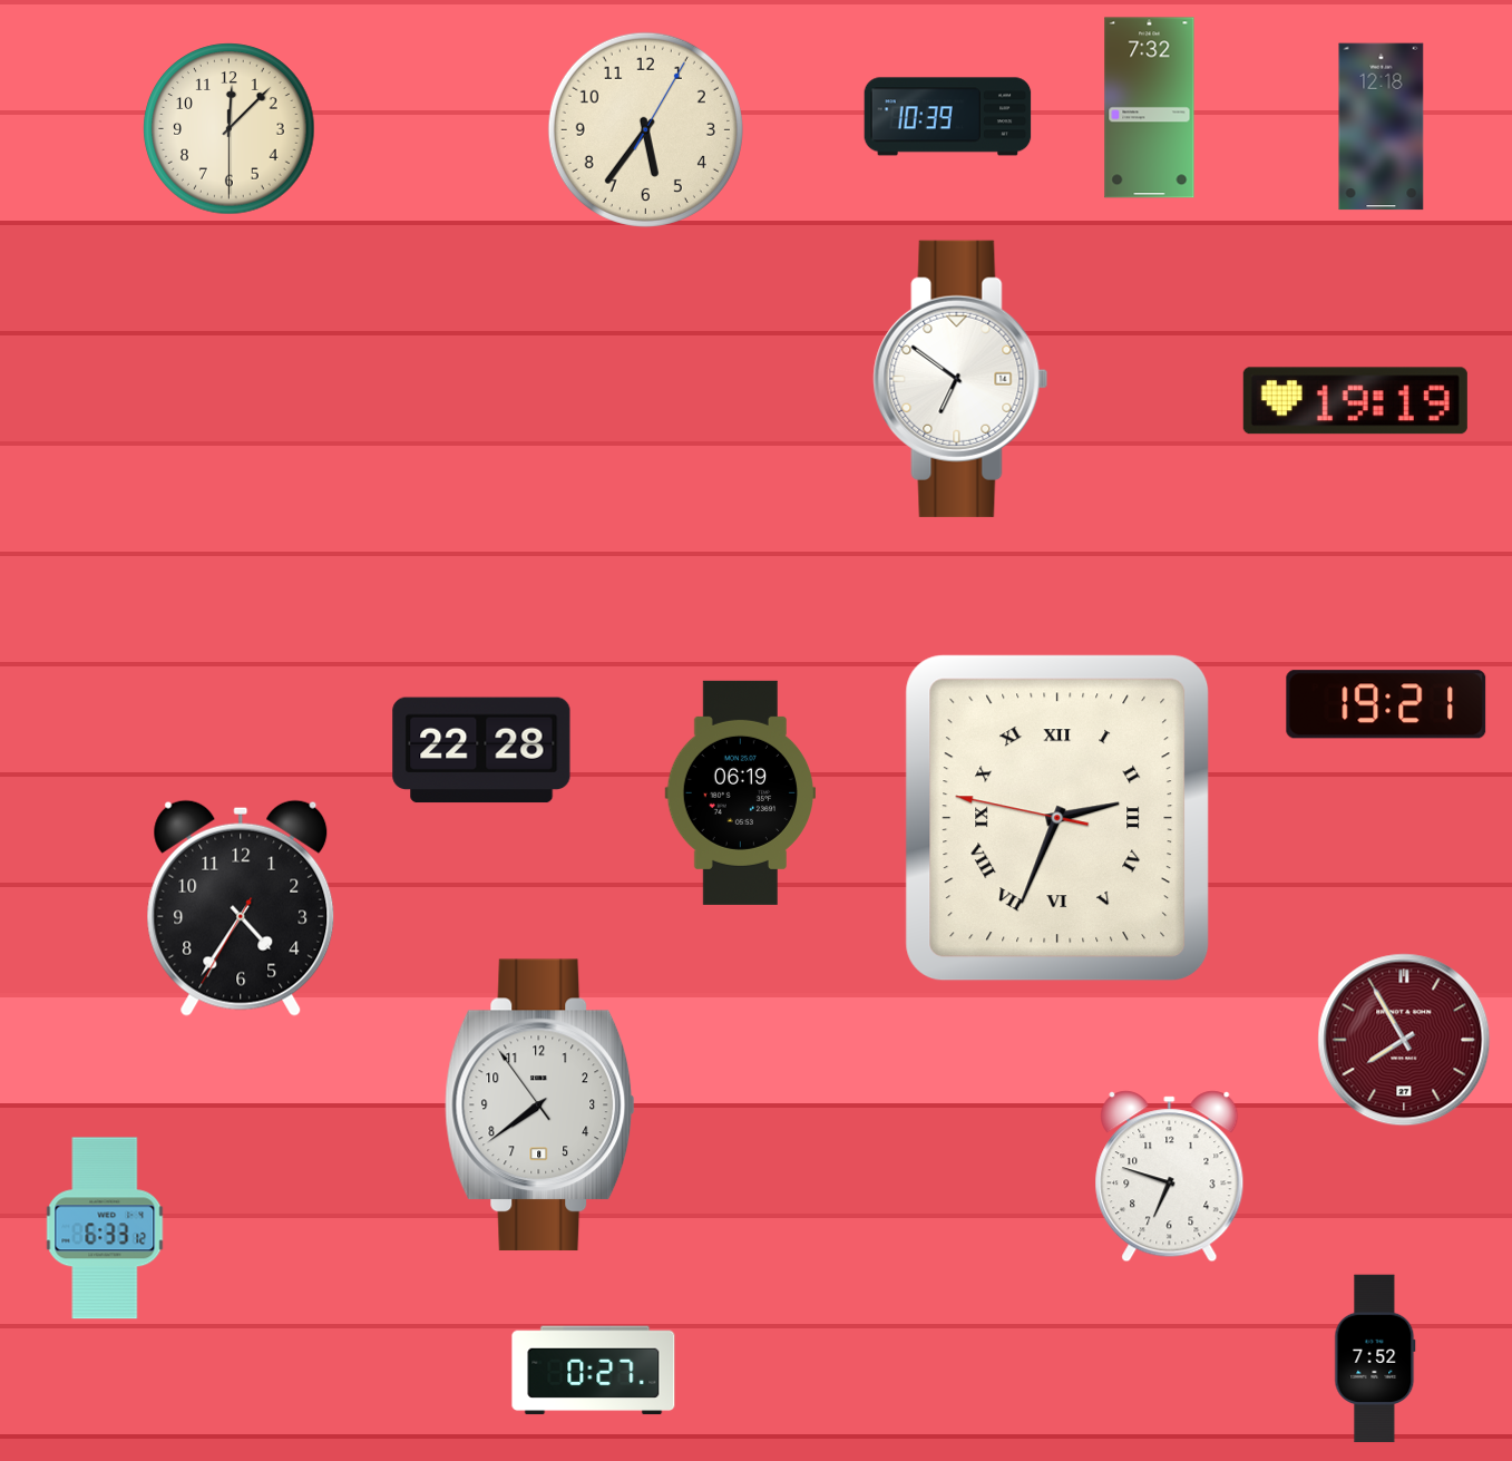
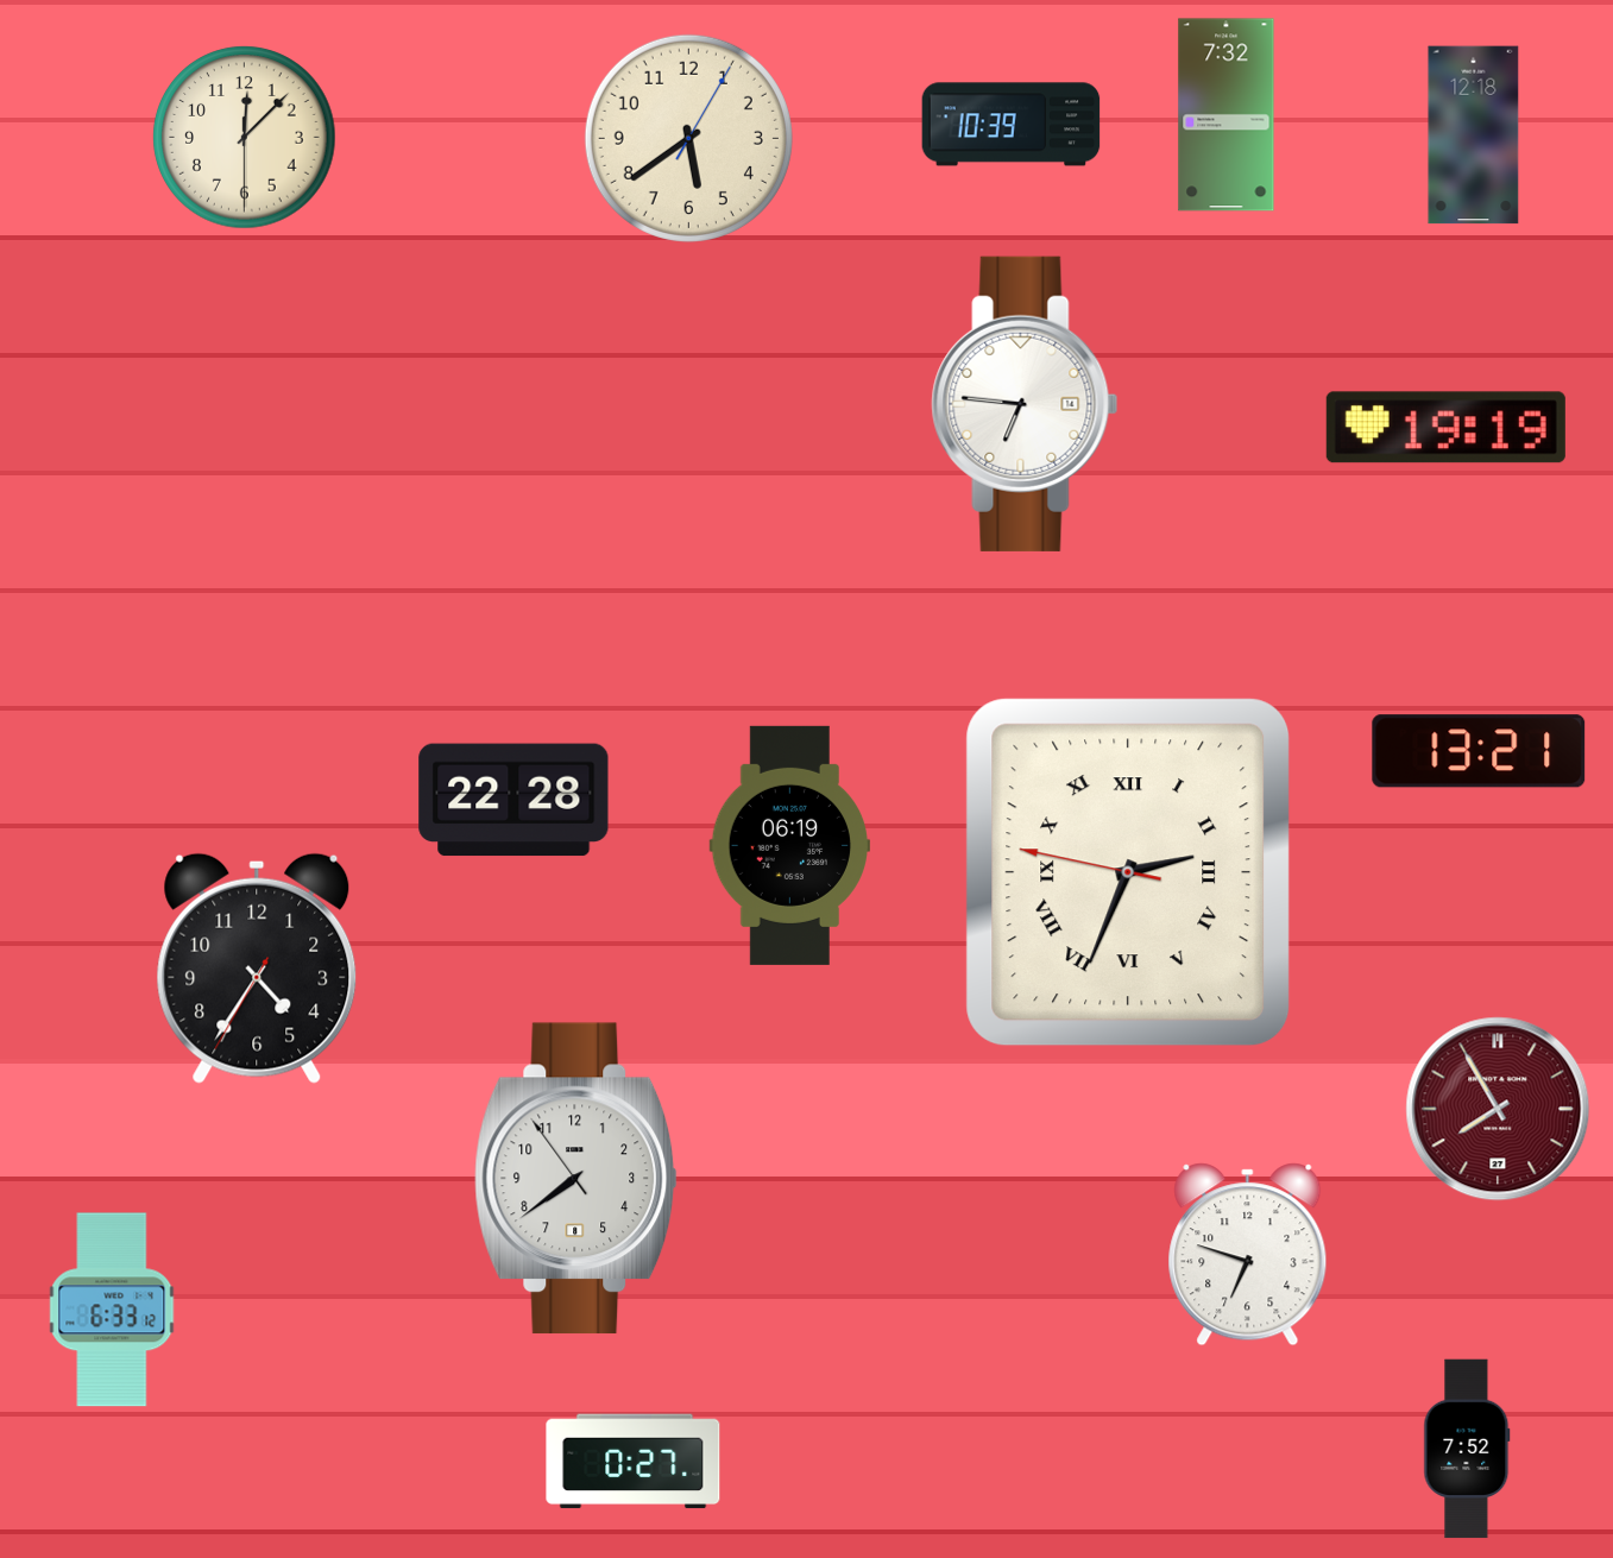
clock at (645, 129): 5:36 -> 5:39
clock at (960, 379): 6:51 -> 6:46
clock at (1386, 704): 19:21 -> 13:21
